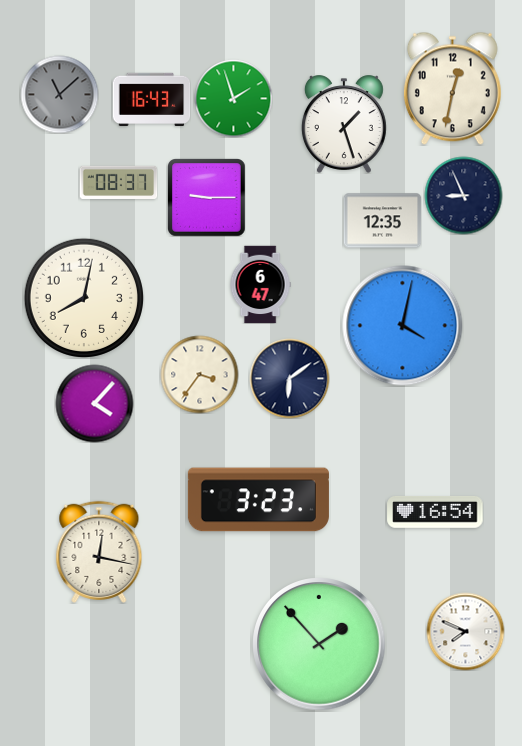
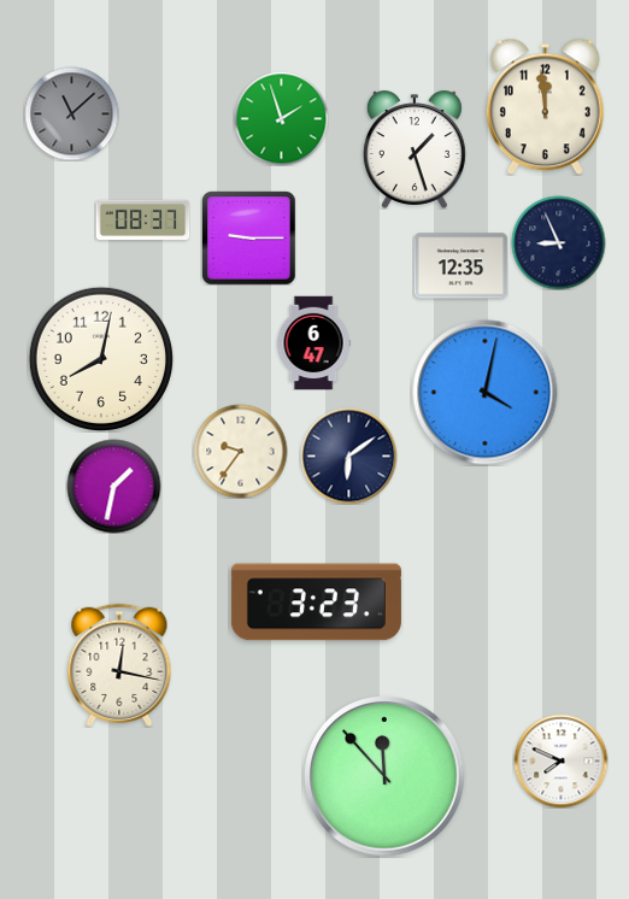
clock at (452, 88): 12:32 -> 11:59
clock at (151, 99): 16:43 -> none
clock at (463, 195) position: (463, 195) -> (558, 242)
clock at (199, 374): 3:36 -> 9:36
clock at (94, 403): 4:07 -> 1:32
clock at (258, 500) position: (258, 500) -> (316, 603)
clock at (435, 513): 16:54 -> none
clock at (319, 644): 1:53 -> 11:53
